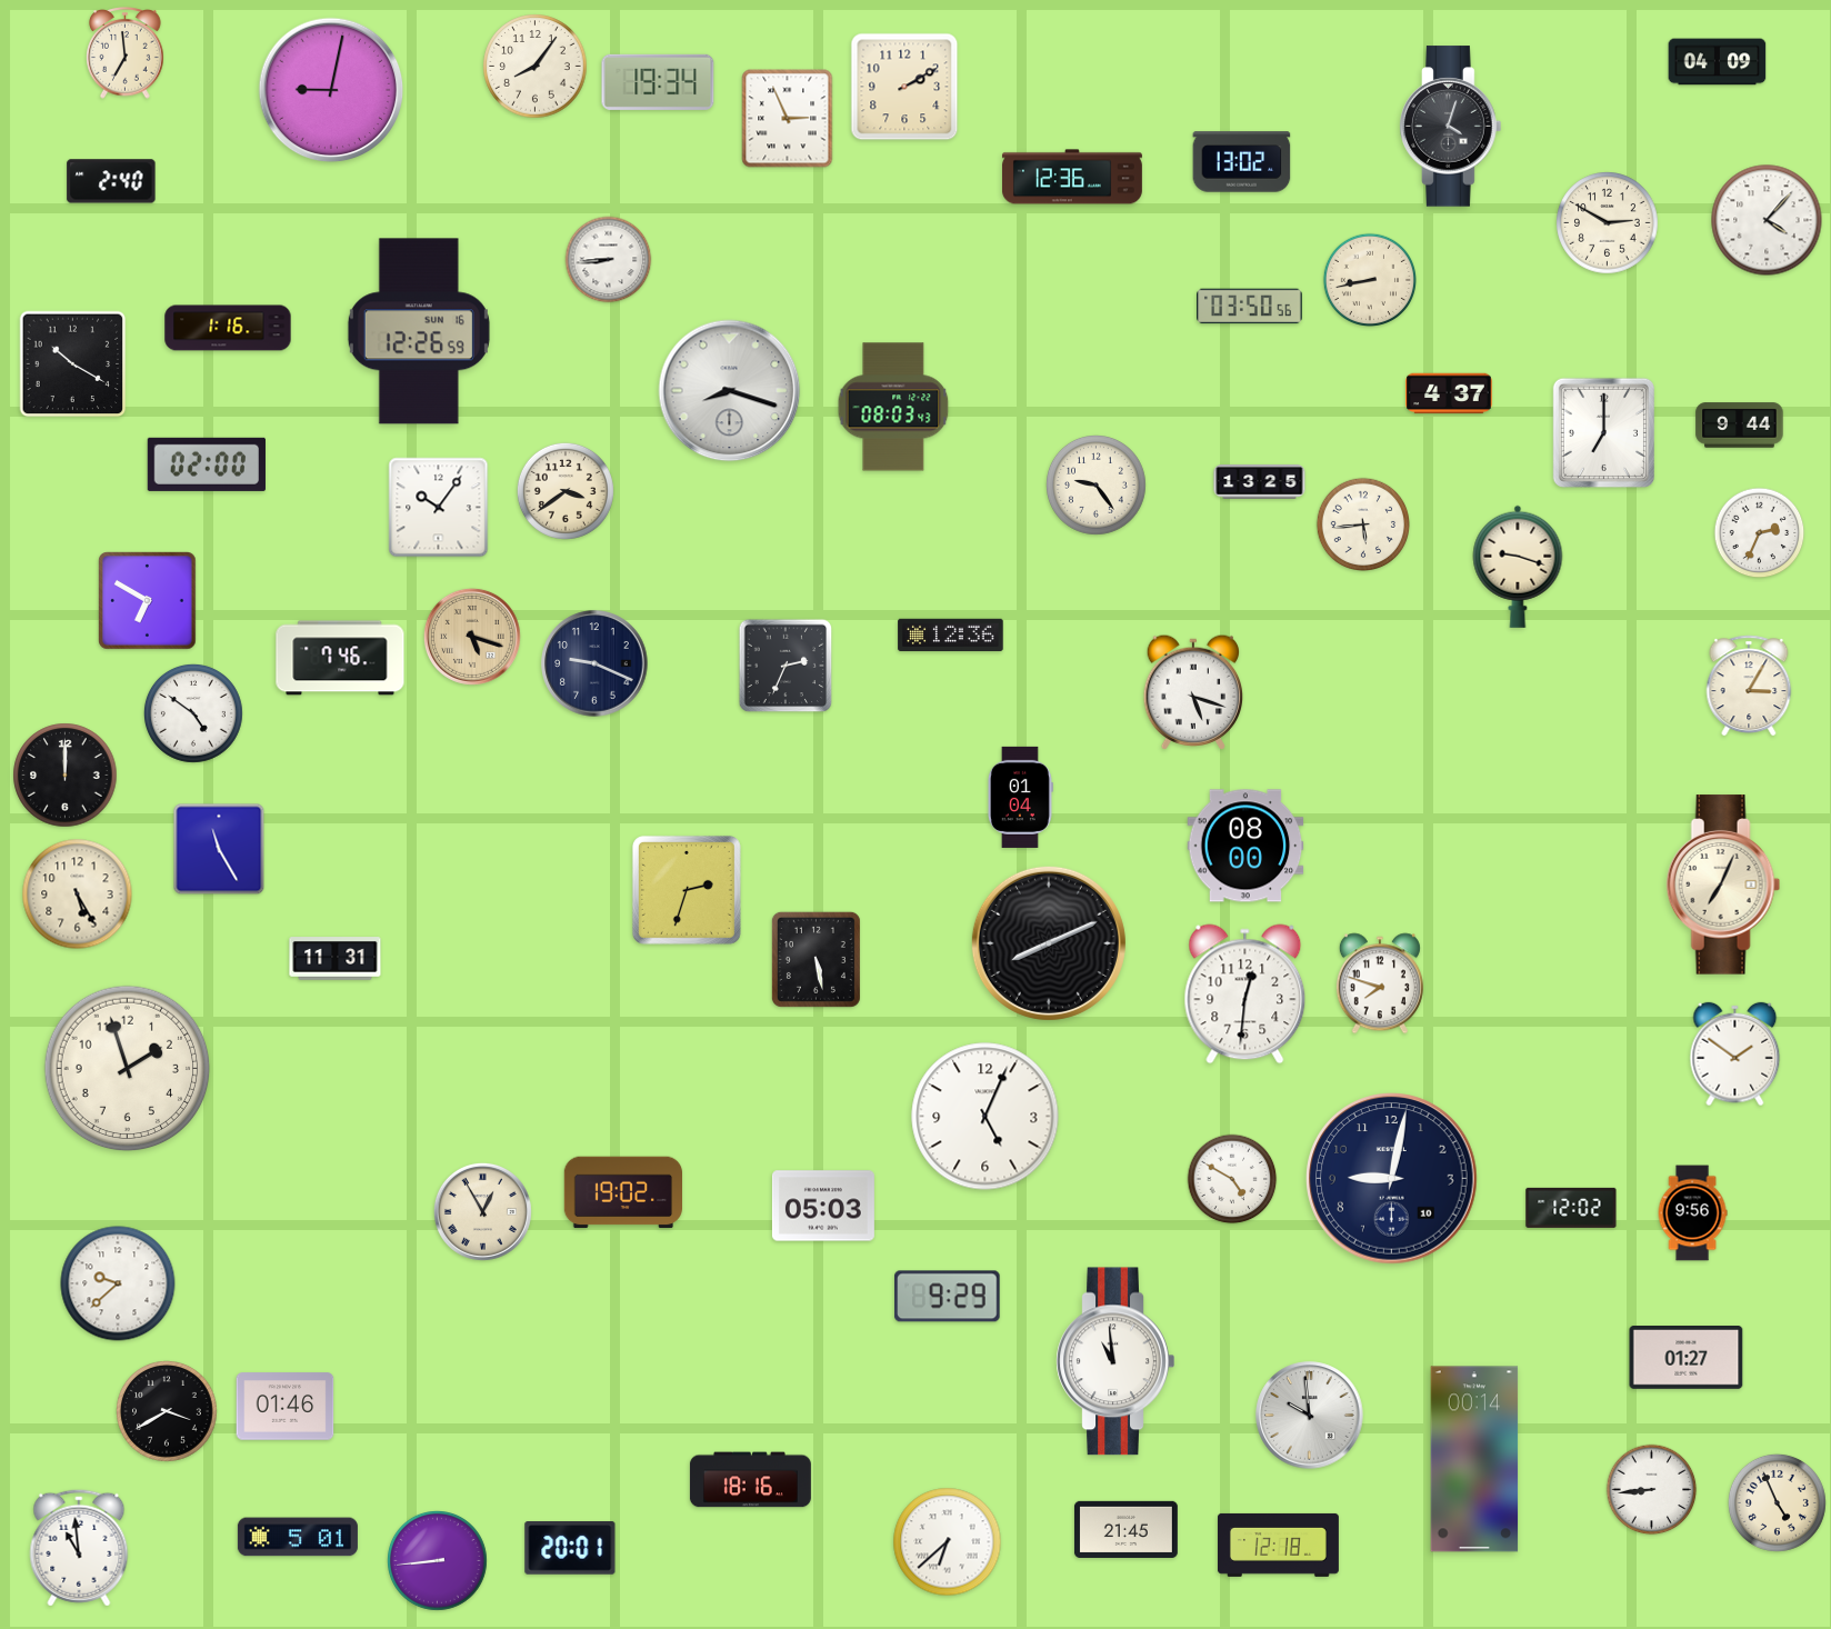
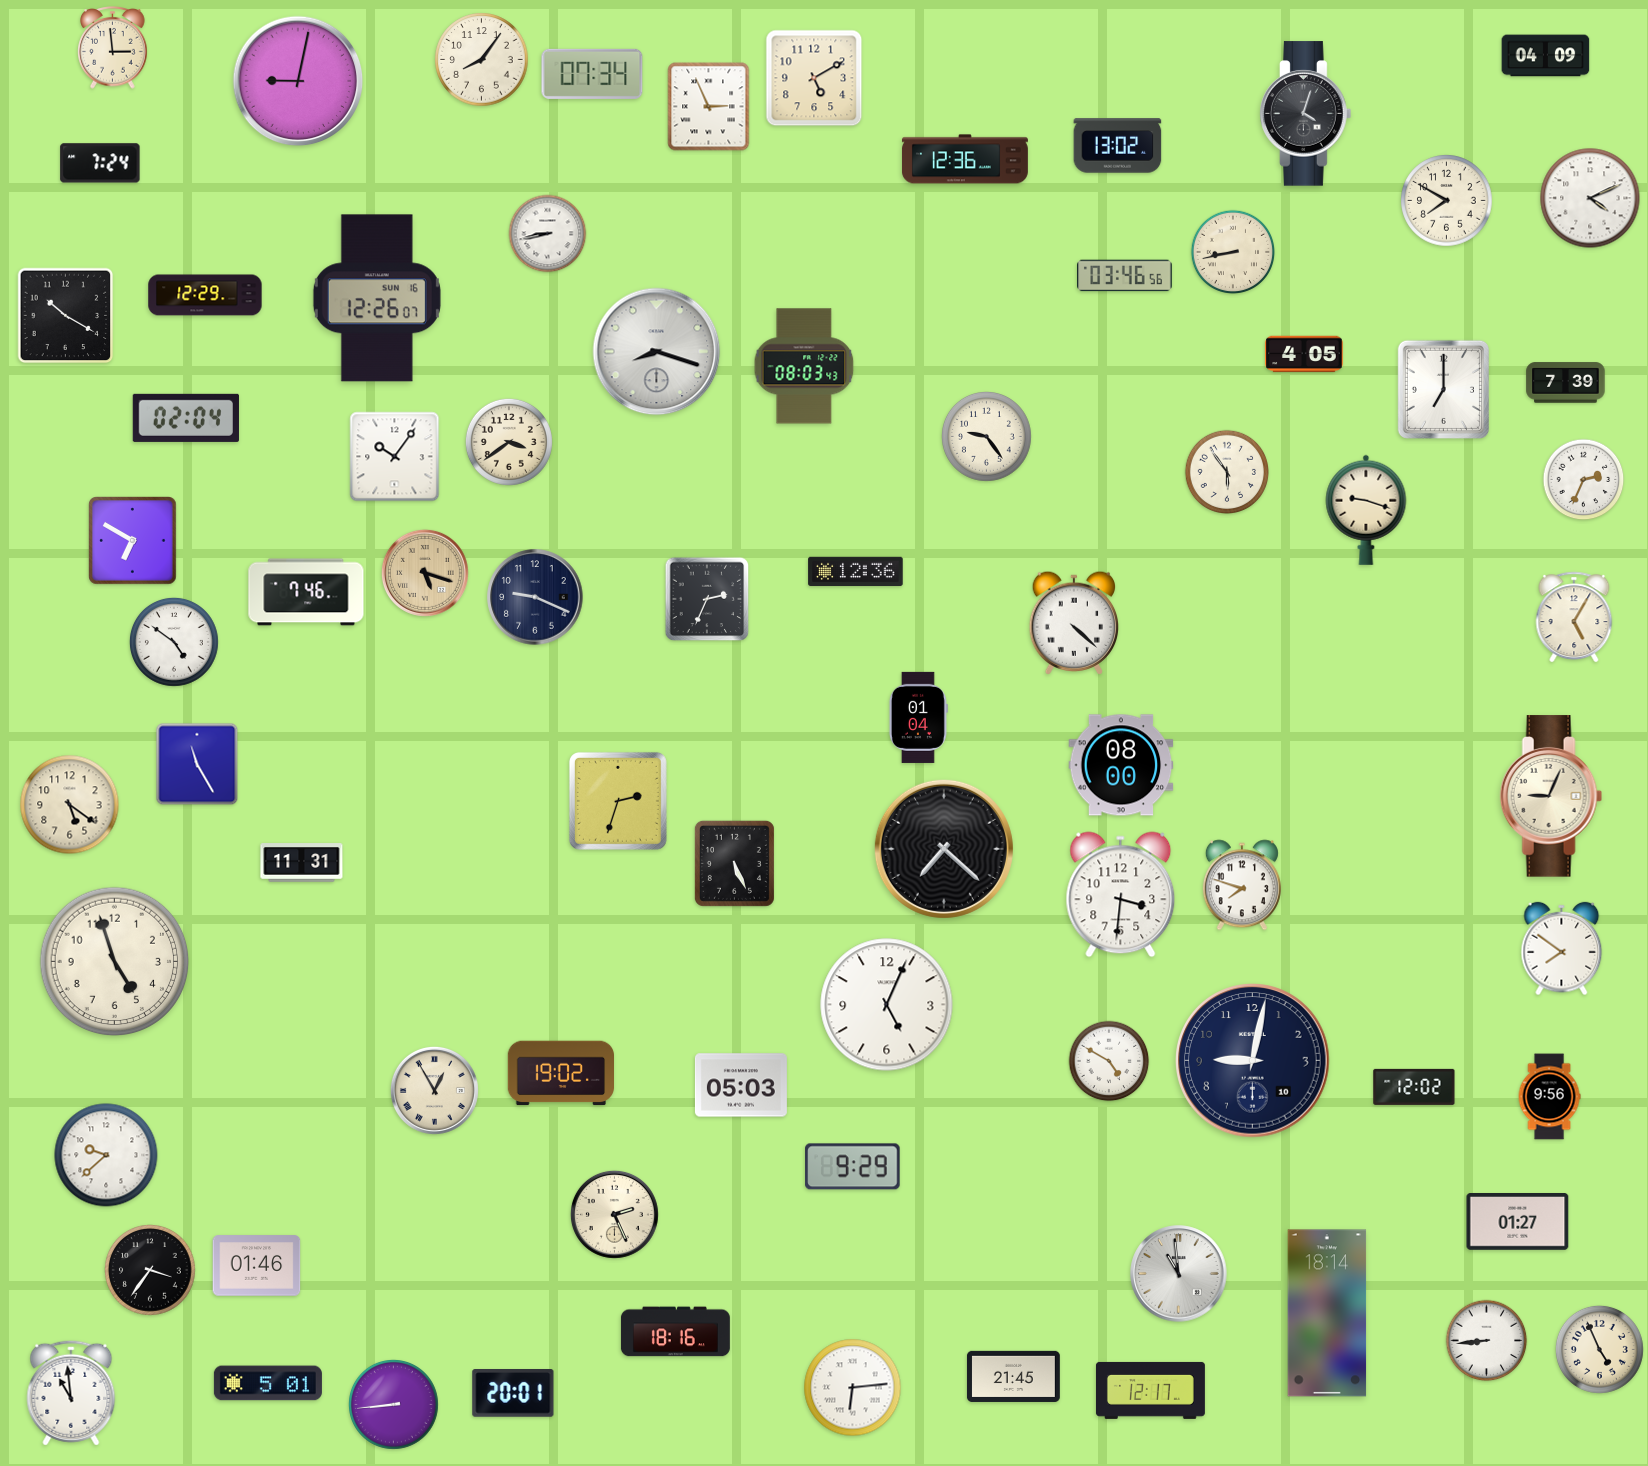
clock at (126, 53): 6:59 -> 2:59
clock at (658, 82): 19:34 -> 07:34
clock at (904, 87): 2:10 -> 5:10
clock at (111, 181): 2:40 -> 7:24
clock at (1767, 220): 4:07 -> 4:11
clock at (1608, 223): 2:50 -> 7:50
clock at (609, 260): 8:44 -> 8:43
clock at (1250, 307): 03:50 -> 03:46
clock at (228, 328): 1:16 -> 12:29
clock at (419, 331): 12:26:59 -> 12:26:07
clock at (73, 364) position: (73, 364) -> (66, 316)
clock at (1449, 393): 4:37 -> 4:05
clock at (1740, 426): 9:44 -> 7:39
clock at (207, 464): 02:00 -> 02:04
clock at (1260, 482): 13:25 -> none
clock at (1362, 523): 5:44 -> 5:54
clock at (1749, 686): 3:05 -> 5:05
clock at (1193, 692): 5:18 -> 4:22
clock at (66, 776): 12:00 -> none
clock at (1245, 846) position: (1245, 846) -> (1121, 765)
clock at (1723, 885): 7:04 -> 9:04
clock at (78, 895): 5:25 -> 5:21
clock at (1049, 943): 8:11 -> 7:22
clock at (816, 959): 5:28 -> 5:26
clock at (1245, 995): 12:31 -> 3:31
clock at (1735, 1055): 1:51 -> 7:51
clock at (128, 1069): 1:57 -> 4:57
clock at (1692, 1213) position: (1692, 1213) -> (1549, 1097)
clock at (614, 1214): none -> 2:26
clock at (1115, 1361): 10:59 -> none
clock at (168, 1412): 3:40 -> 3:36
clock at (1310, 1416): 9:59 -> 10:59
clock at (1474, 1459): 00:14 -> 18:14
clock at (1777, 1502) position: (1777, 1502) -> (1599, 1349)
clock at (948, 1542): 6:38 -> 6:14
clock at (1278, 1545): 12:18 -> 12:17
